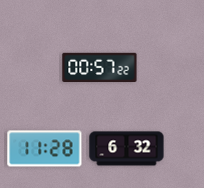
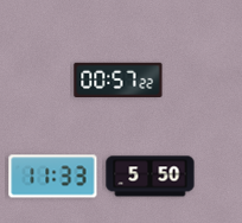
clock at (45, 149): 11:28 -> 11:33
clock at (127, 149): 6:32 -> 5:50
